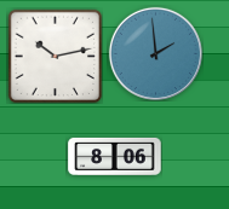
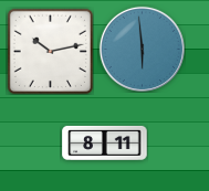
clock at (155, 53): 1:59 -> 5:59
clock at (115, 156): 8:06 -> 8:11
